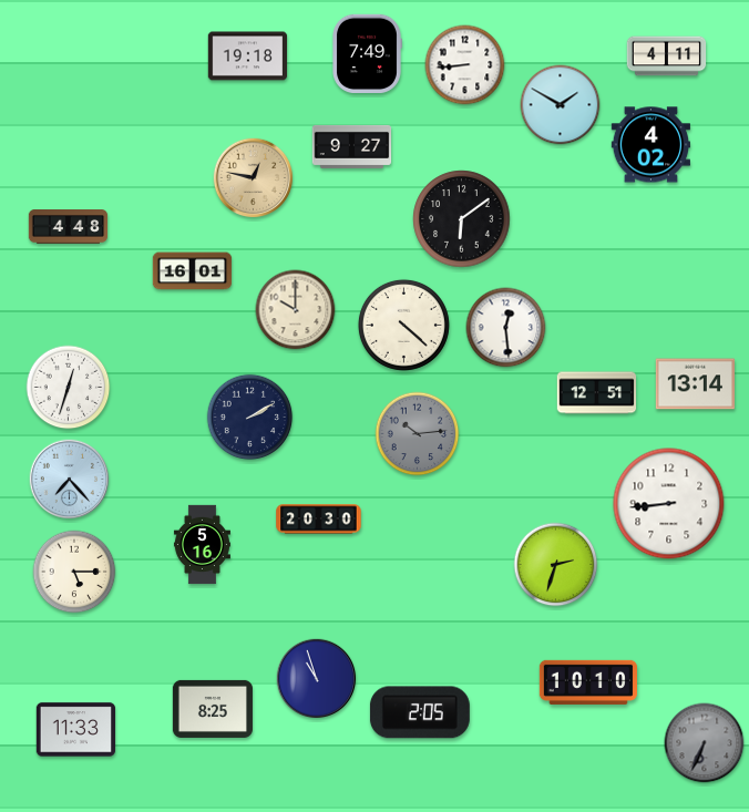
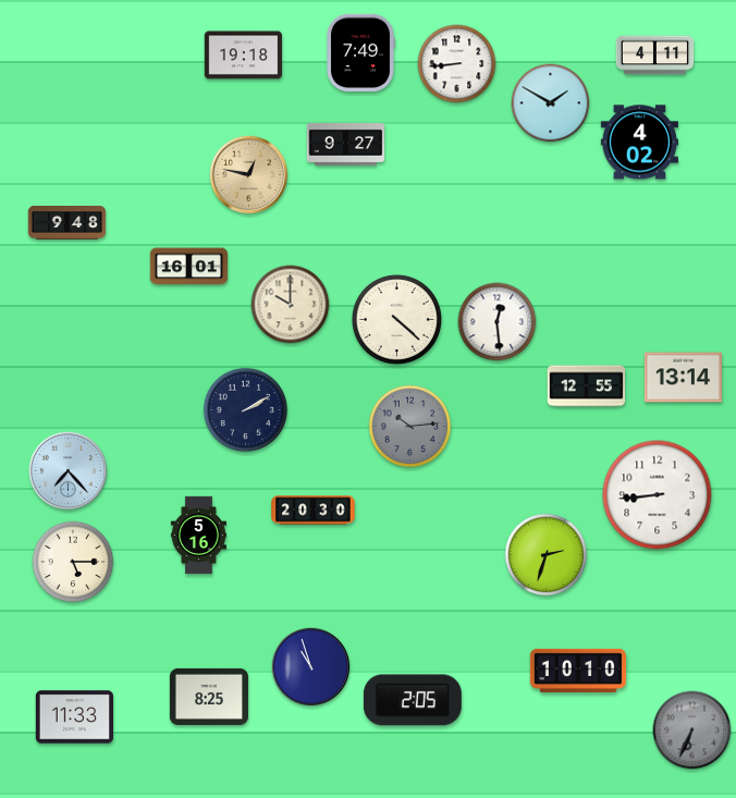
clock at (462, 219): 6:09 -> none
clock at (69, 227): 4:48 -> 9:48
clock at (69, 388): 12:33 -> none
clock at (597, 393): 12:51 -> 12:55
